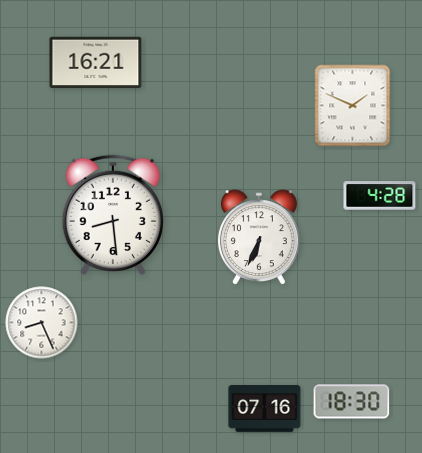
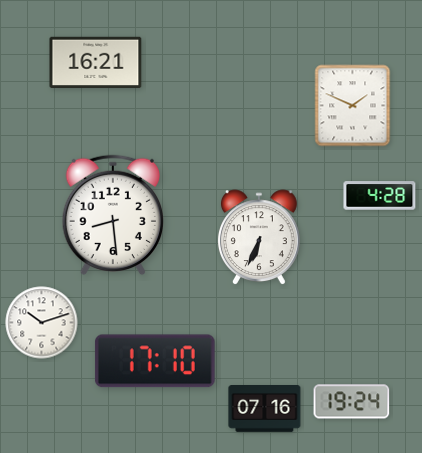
clock at (42, 323): 8:26 -> 10:12
clock at (155, 361): none -> 17:10
clock at (352, 402): 18:30 -> 19:24
